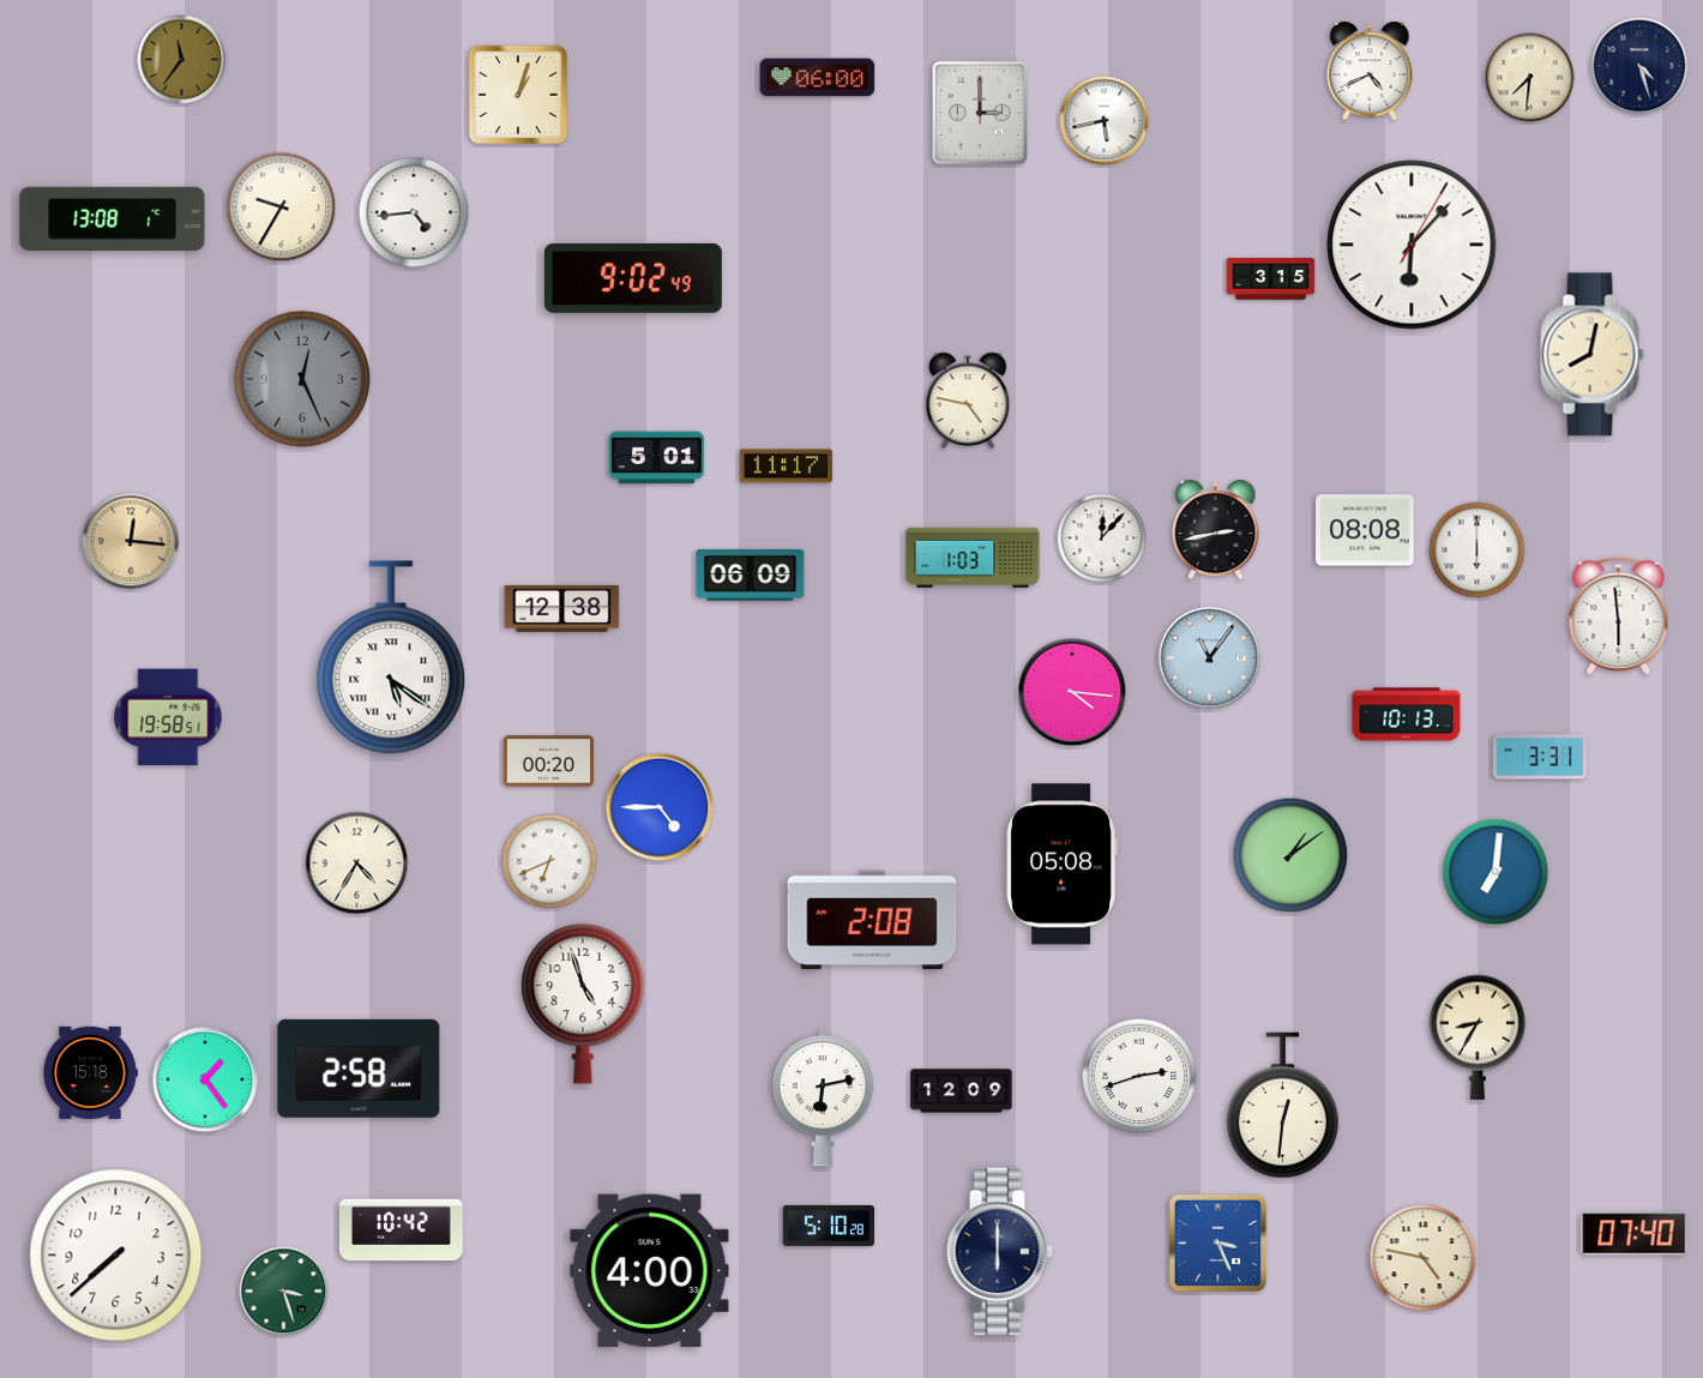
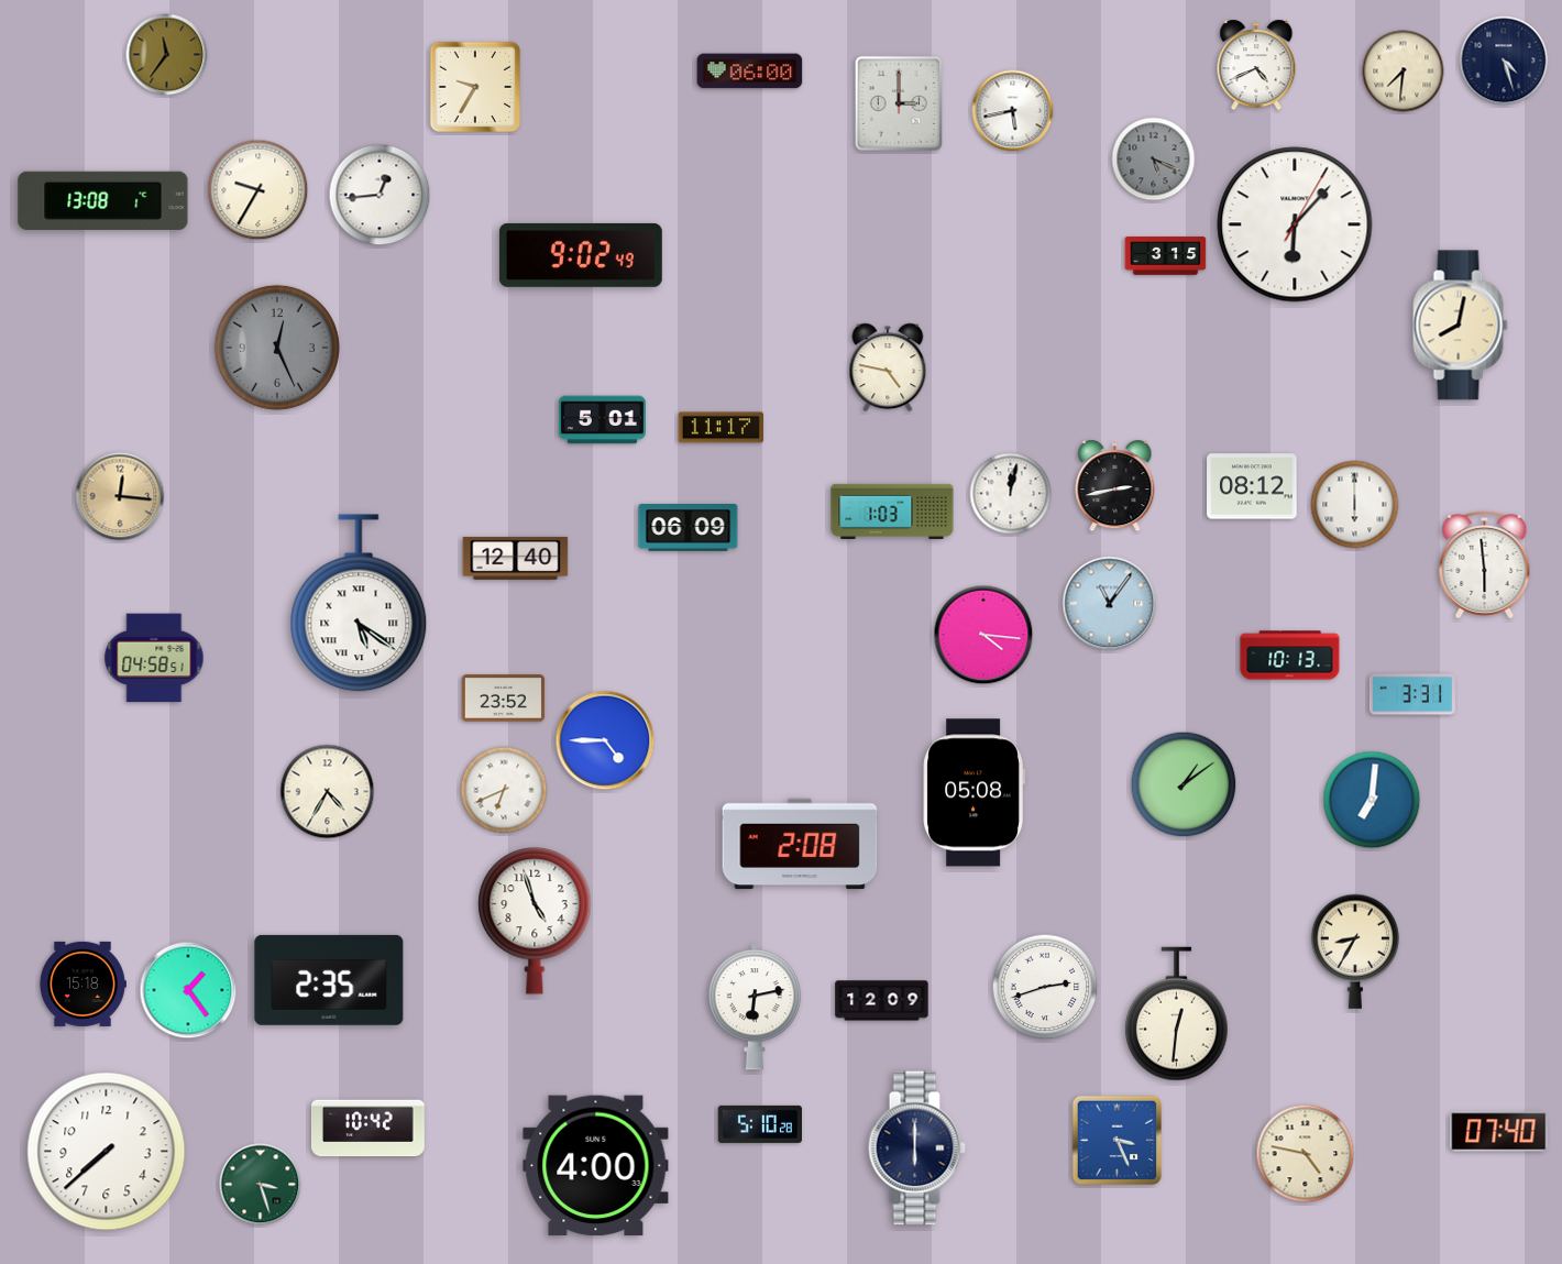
clock at (518, 95): 1:03 -> 9:35
clock at (1154, 160): none -> 5:19
clock at (414, 212): 4:44 -> 12:44
clock at (1365, 530): 08:08 -> 08:12
clock at (1102, 538): 12:07 -> 12:02
clock at (562, 608): 12:38 -> 12:40
clock at (168, 717): 19:58 -> 04:58
clock at (549, 762): 00:20 -> 23:52
clock at (359, 1069): 2:58 -> 2:35
